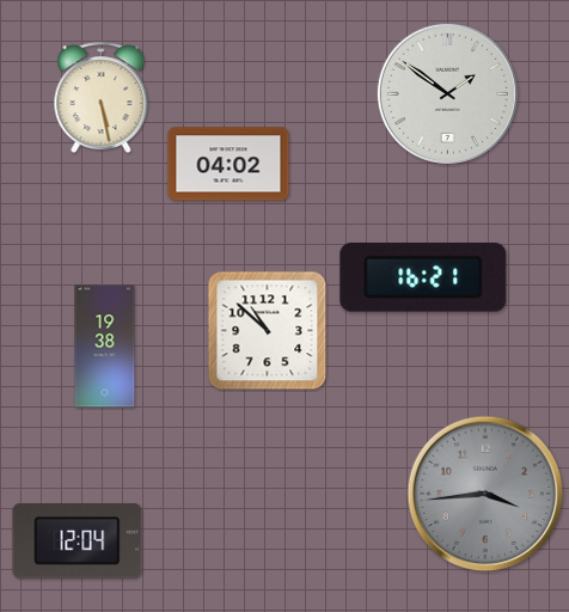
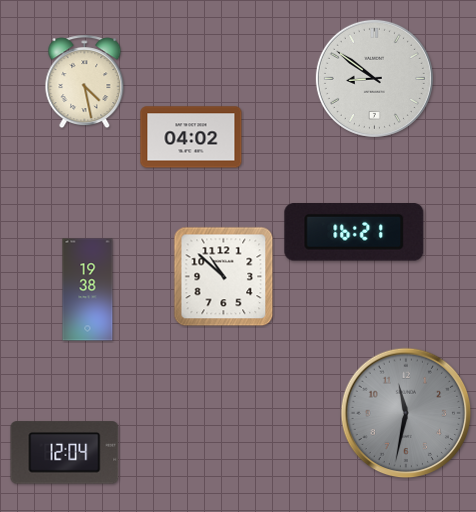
clock at (447, 93): 1:51 -> 8:51
clock at (102, 98): 5:28 -> 4:28
clock at (485, 494): 3:44 -> 11:32
